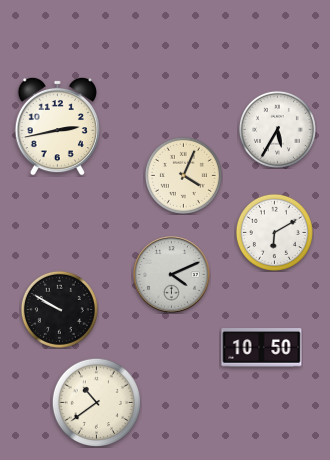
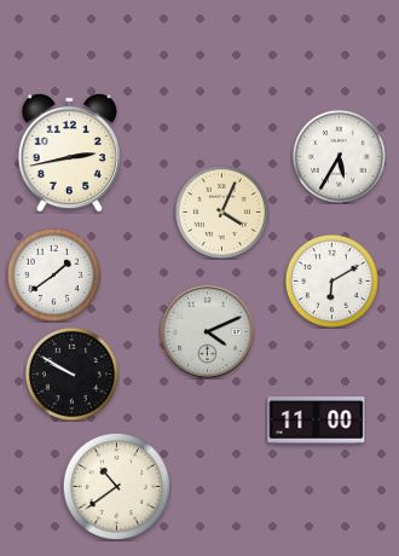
clock at (277, 129) position: (277, 129) -> (339, 156)
clock at (53, 274): none -> 1:39
clock at (262, 348): 10:50 -> 11:00
